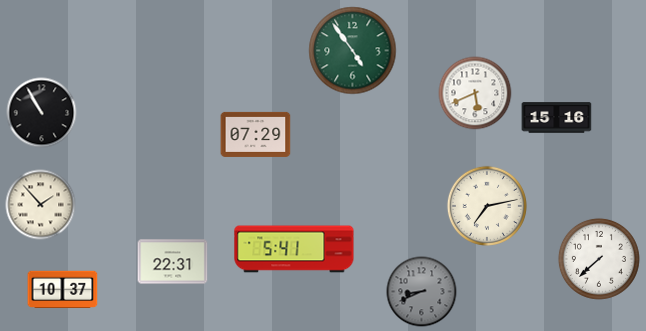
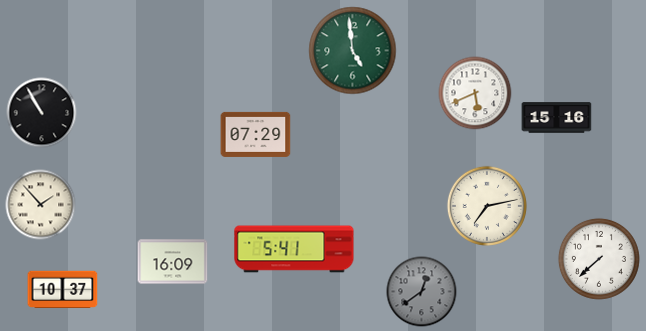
clock at (353, 51): 4:54 -> 4:59
clock at (173, 262): 22:31 -> 16:09
clock at (422, 292): 8:41 -> 12:39
